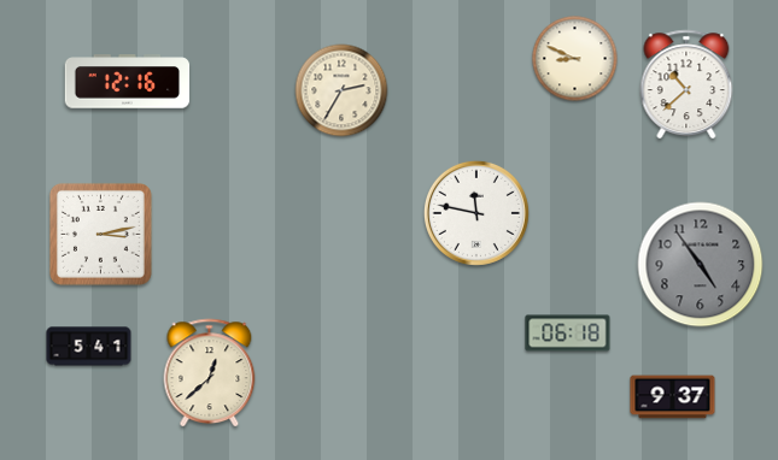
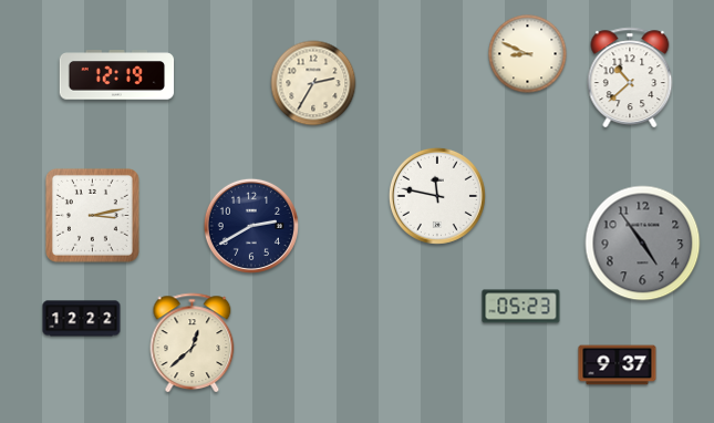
clock at (128, 82): 12:16 -> 12:19
clock at (251, 226): none -> 2:40
clock at (568, 334): 06:18 -> 05:23
clock at (89, 347): 5:41 -> 12:22
